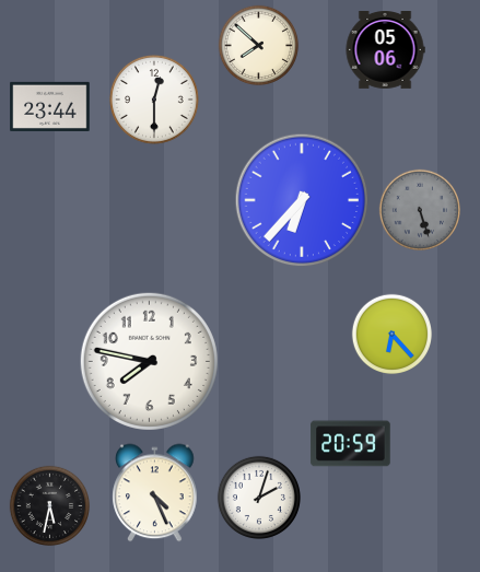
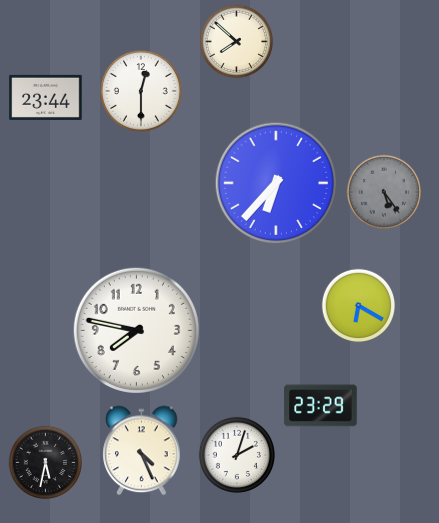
clock at (385, 50): 05:06 -> none
clock at (419, 209): 5:27 -> 5:24
clock at (393, 335): 6:23 -> 6:20
clock at (351, 444): 20:59 -> 23:29
